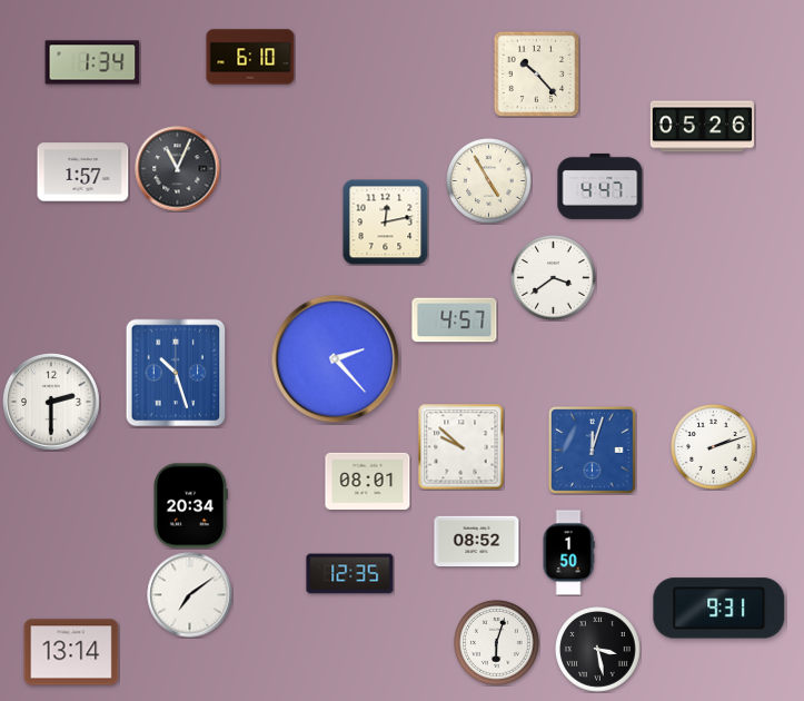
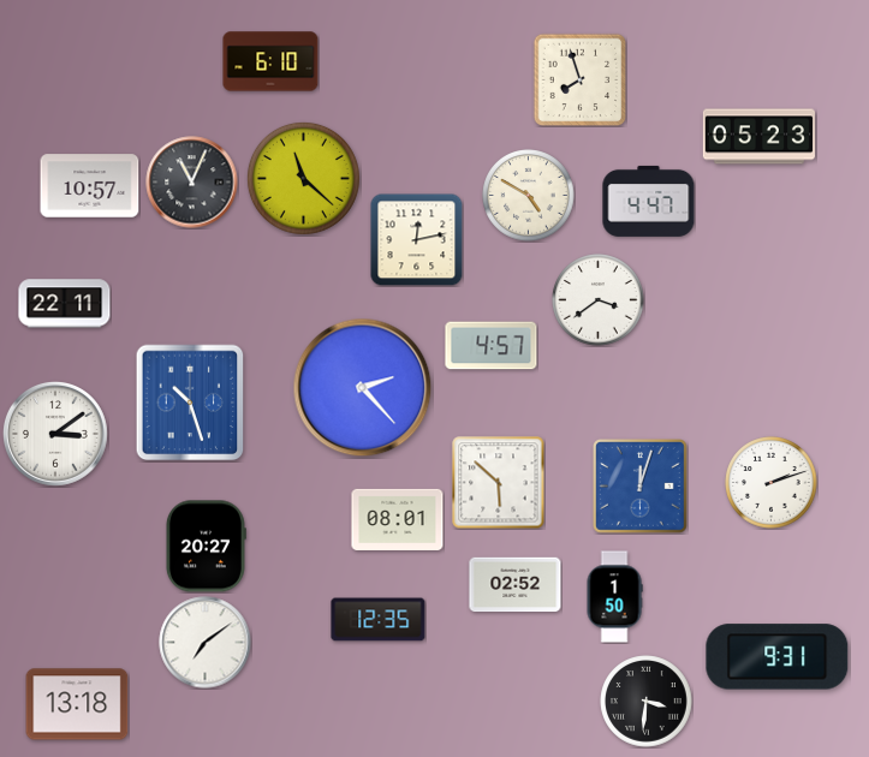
clock at (92, 62): 1:34 -> none
clock at (536, 73): 10:23 -> 7:57
clock at (702, 127): 05:26 -> 05:23
clock at (303, 178): none -> 11:22
clock at (83, 172): 1:57 -> 10:57
clock at (489, 181): 4:55 -> 4:50
clock at (65, 304): none -> 22:11
clock at (52, 403): 2:30 -> 3:09
clock at (461, 447): 9:52 -> 5:52
clock at (190, 506): 20:34 -> 20:27
clock at (477, 542): 08:52 -> 02:52
clock at (497, 643): 6:03 -> none
clock at (598, 650): 3:28 -> 3:31
clock at (71, 652): 13:14 -> 13:18
